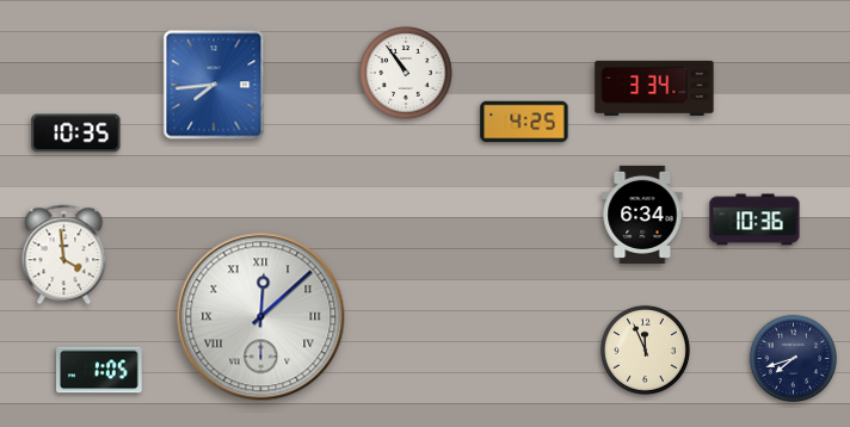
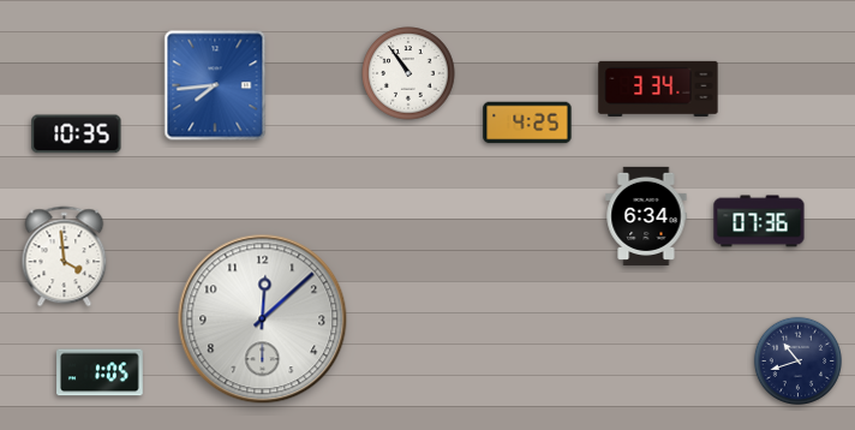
clock at (754, 219): 10:36 -> 07:36
clock at (261, 317) numerals: Roman -> Arabic
clock at (645, 349): 11:56 -> none
clock at (793, 358): 7:42 -> 10:42
